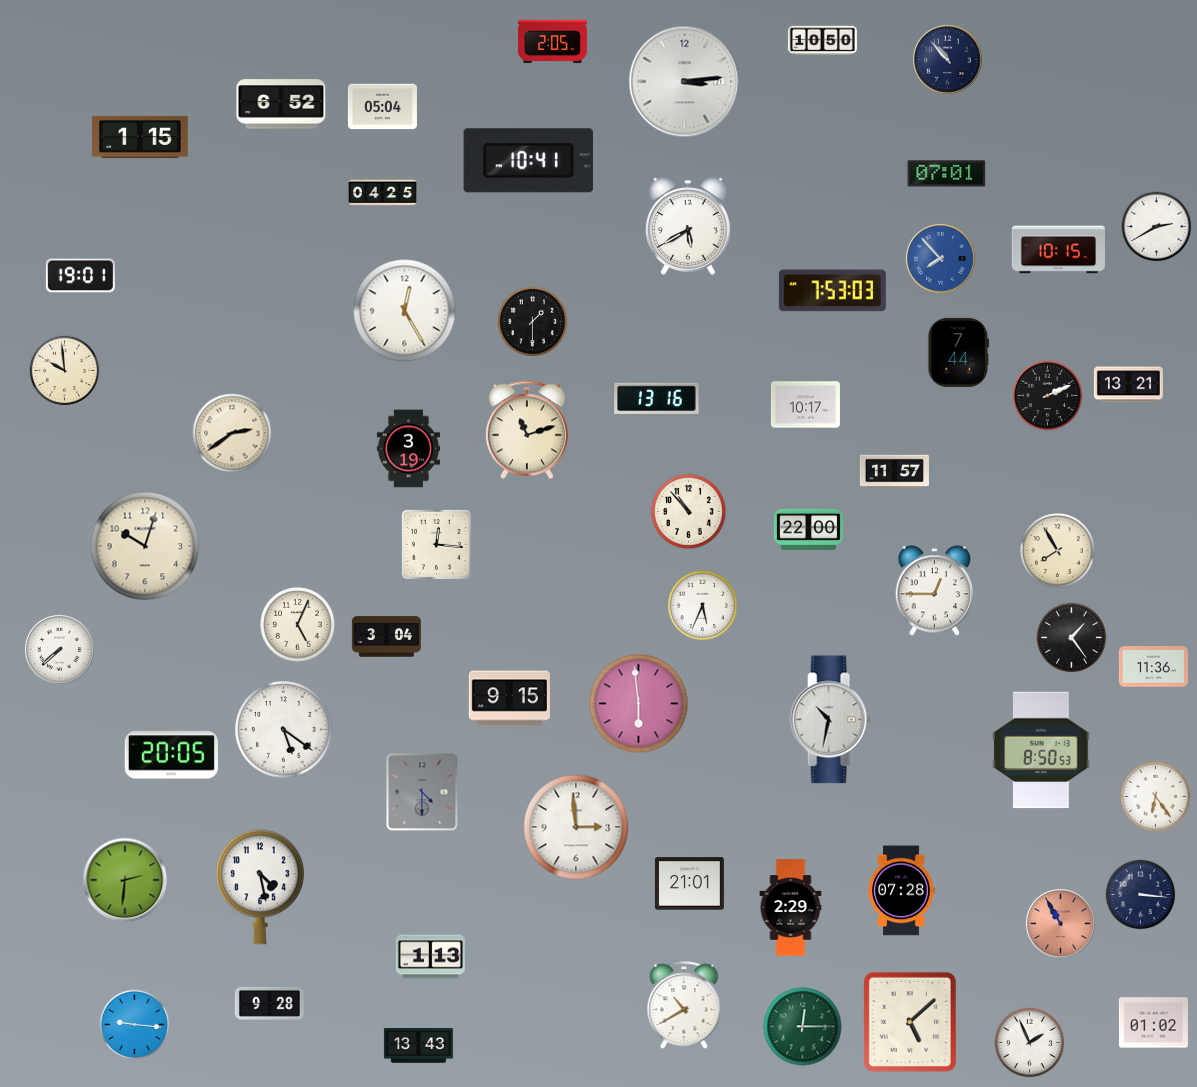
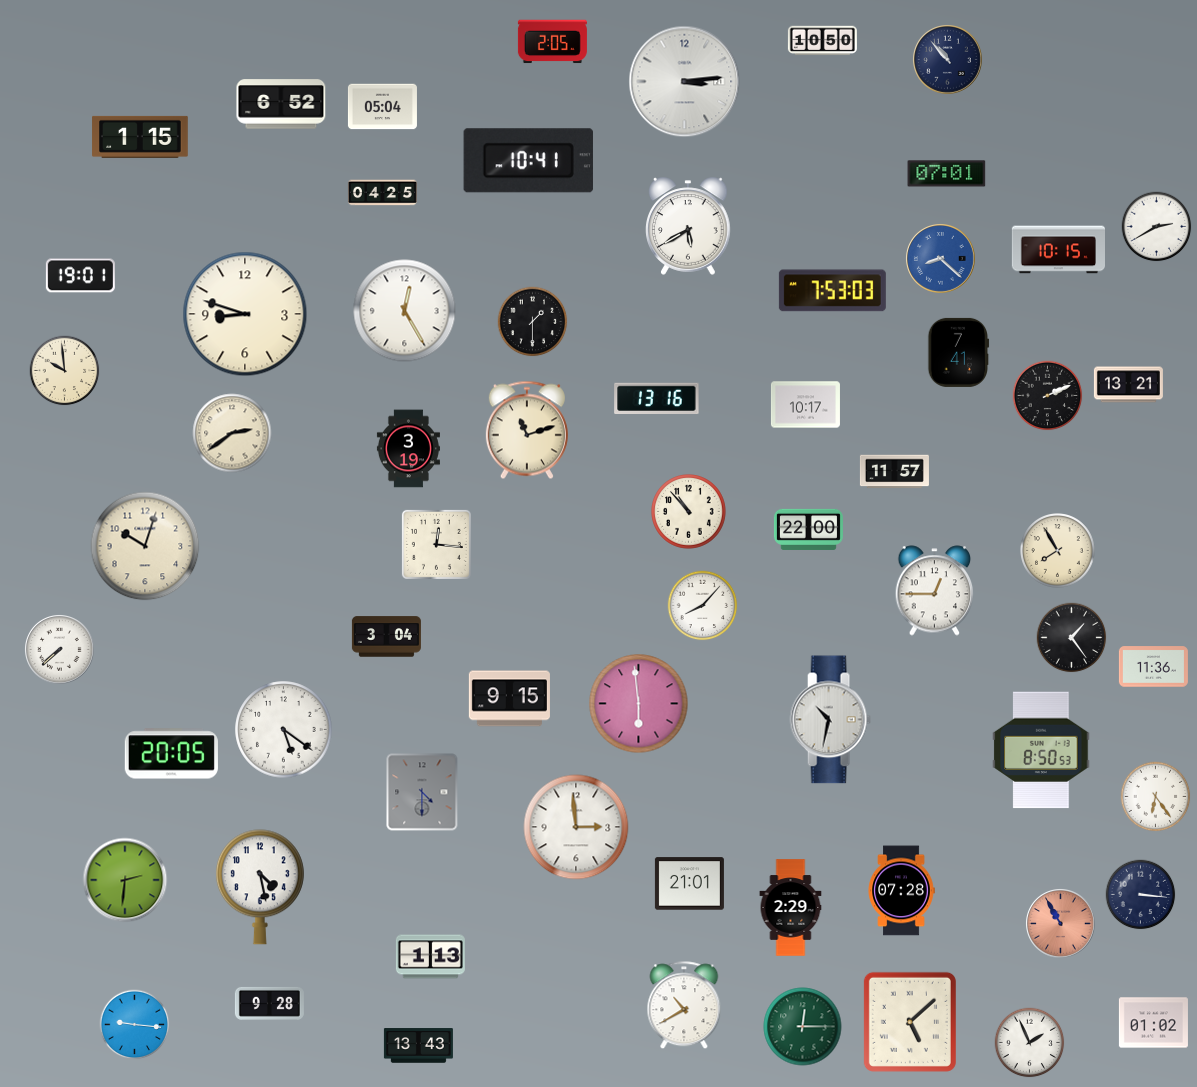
clock at (941, 259): 7:53 -> 8:22
clock at (245, 314): none -> 8:48
clock at (959, 352): 7:44 -> 7:41
clock at (703, 606): 5:34 -> 8:07
clock at (298, 625): 5:04 -> none
